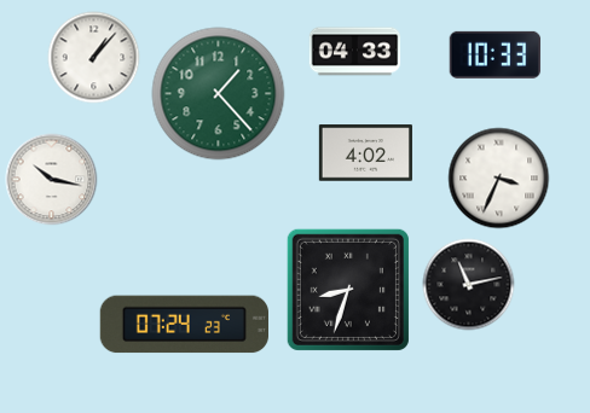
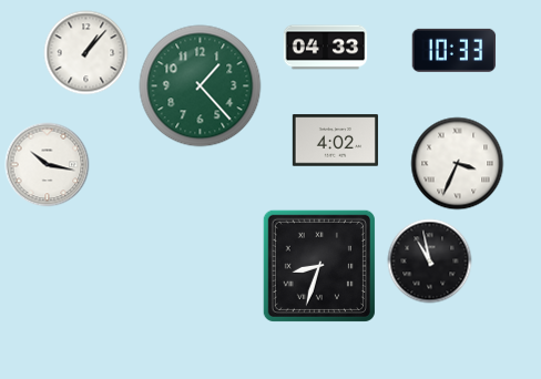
clock at (469, 285): 11:13 -> 10:58
clock at (184, 325): 07:24 -> none
